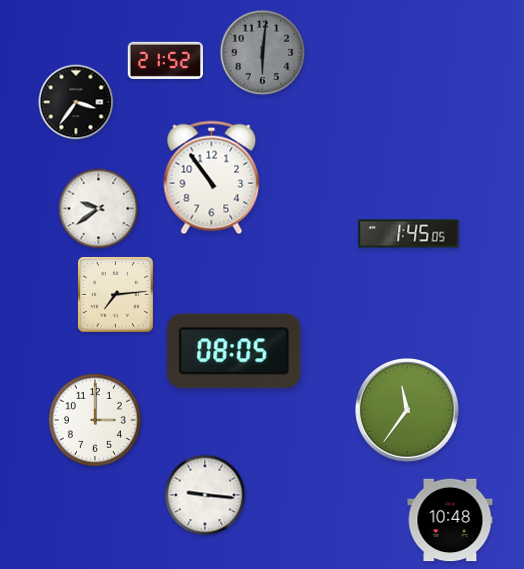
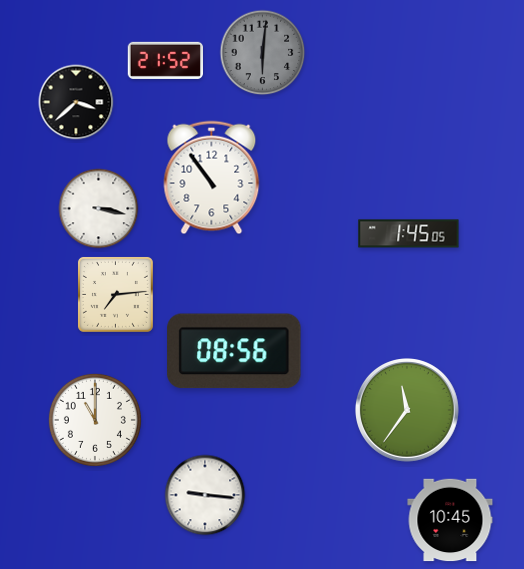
clock at (76, 102): 3:36 -> 3:38
clock at (99, 209): 9:39 -> 3:17
clock at (234, 351): 08:05 -> 08:56
clock at (95, 420): 3:00 -> 11:00
clock at (450, 520): 10:48 -> 10:45
